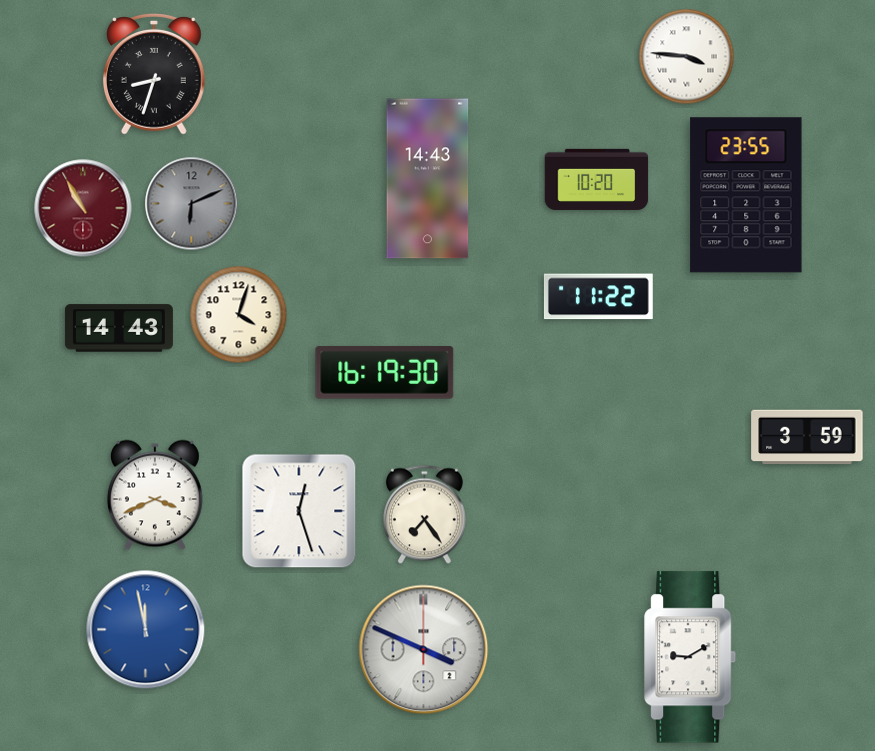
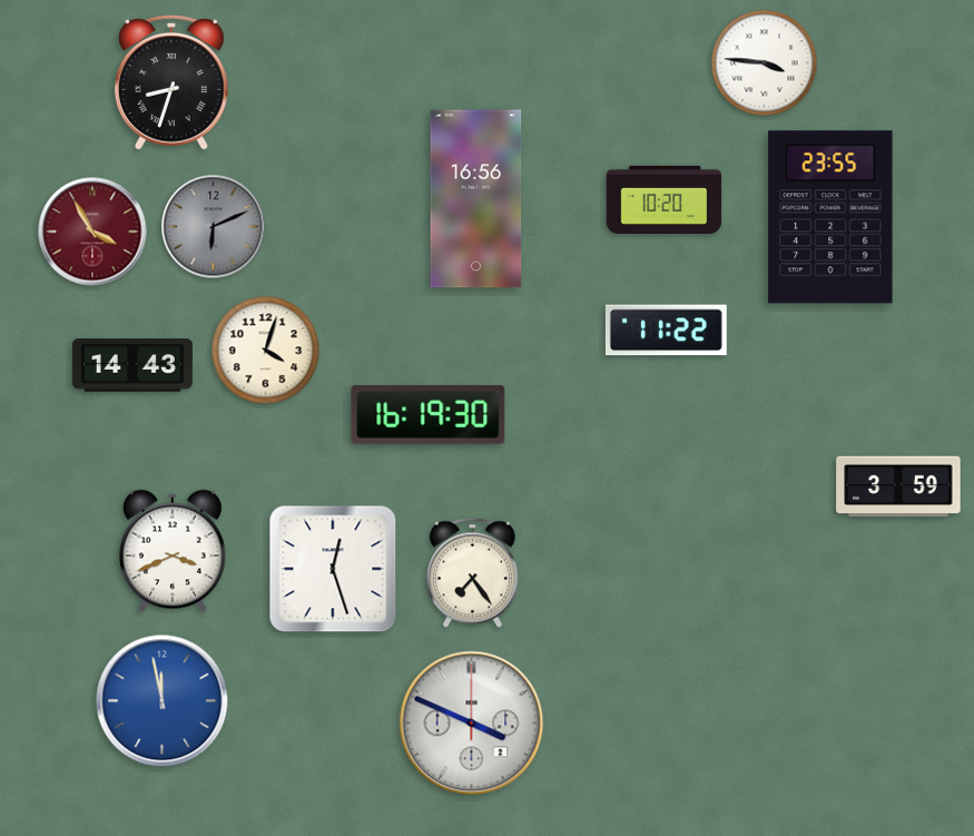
clock at (428, 179): 14:43 -> 16:56
clock at (83, 208): 10:55 -> 3:55
clock at (691, 657): 9:10 -> none
